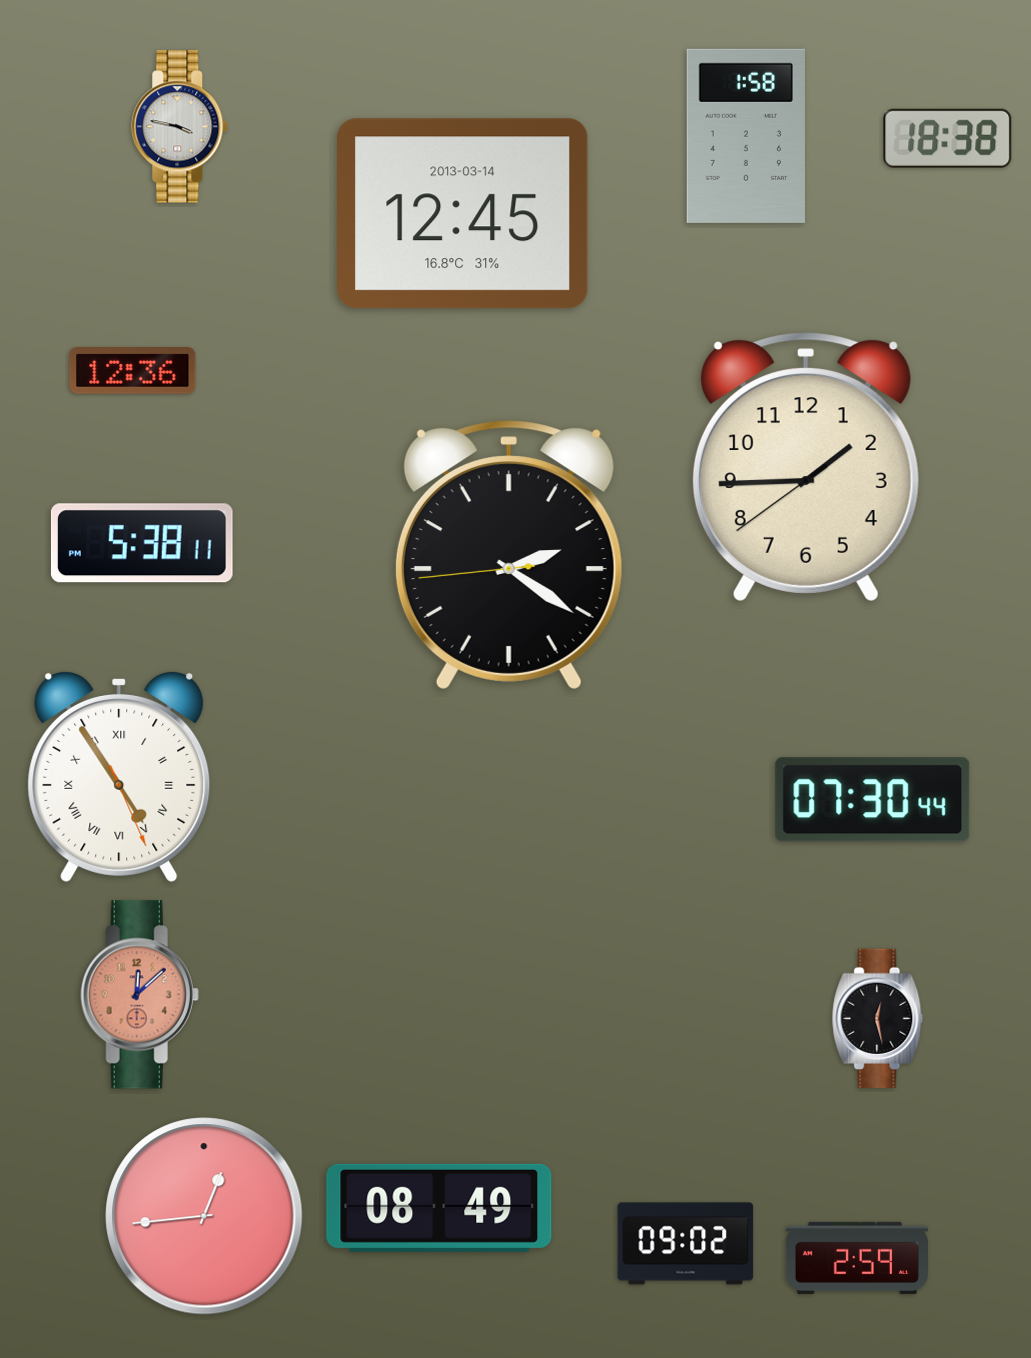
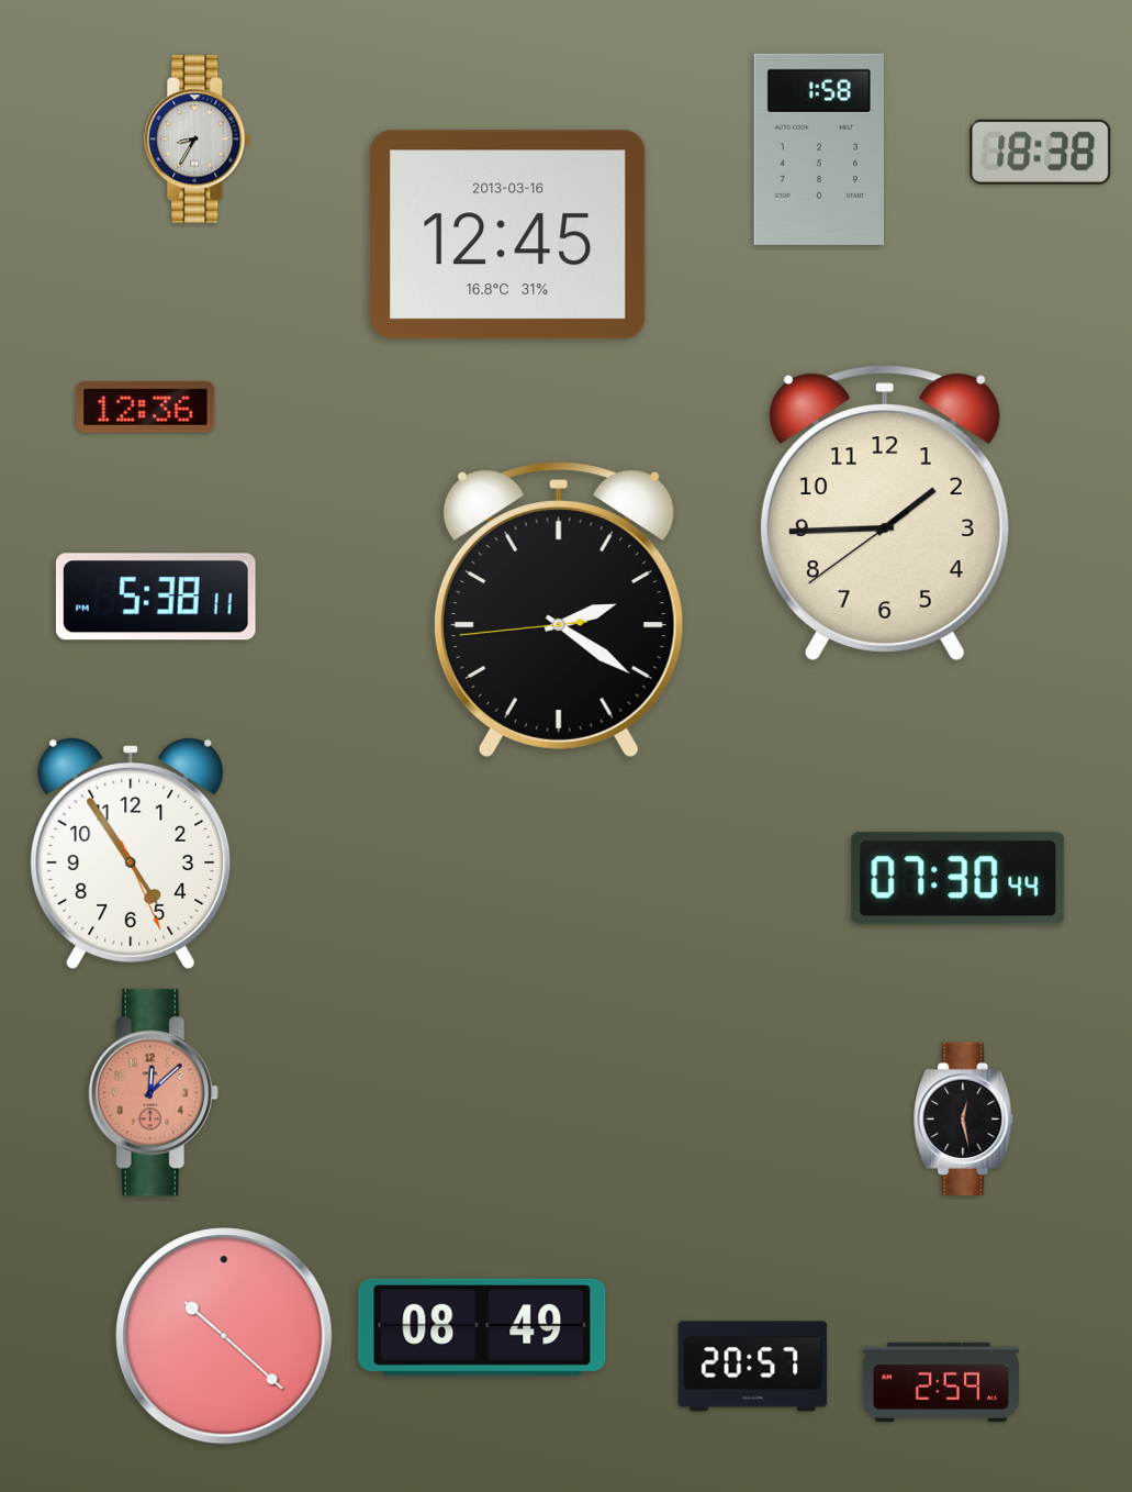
clock at (180, 127): 3:47 -> 8:35
clock at (463, 214) date: 2013-03-14 -> 2013-03-16
clock at (119, 776) numerals: Roman -> Arabic
clock at (204, 1216): 12:44 -> 10:22
clock at (686, 1244): 09:02 -> 20:57
